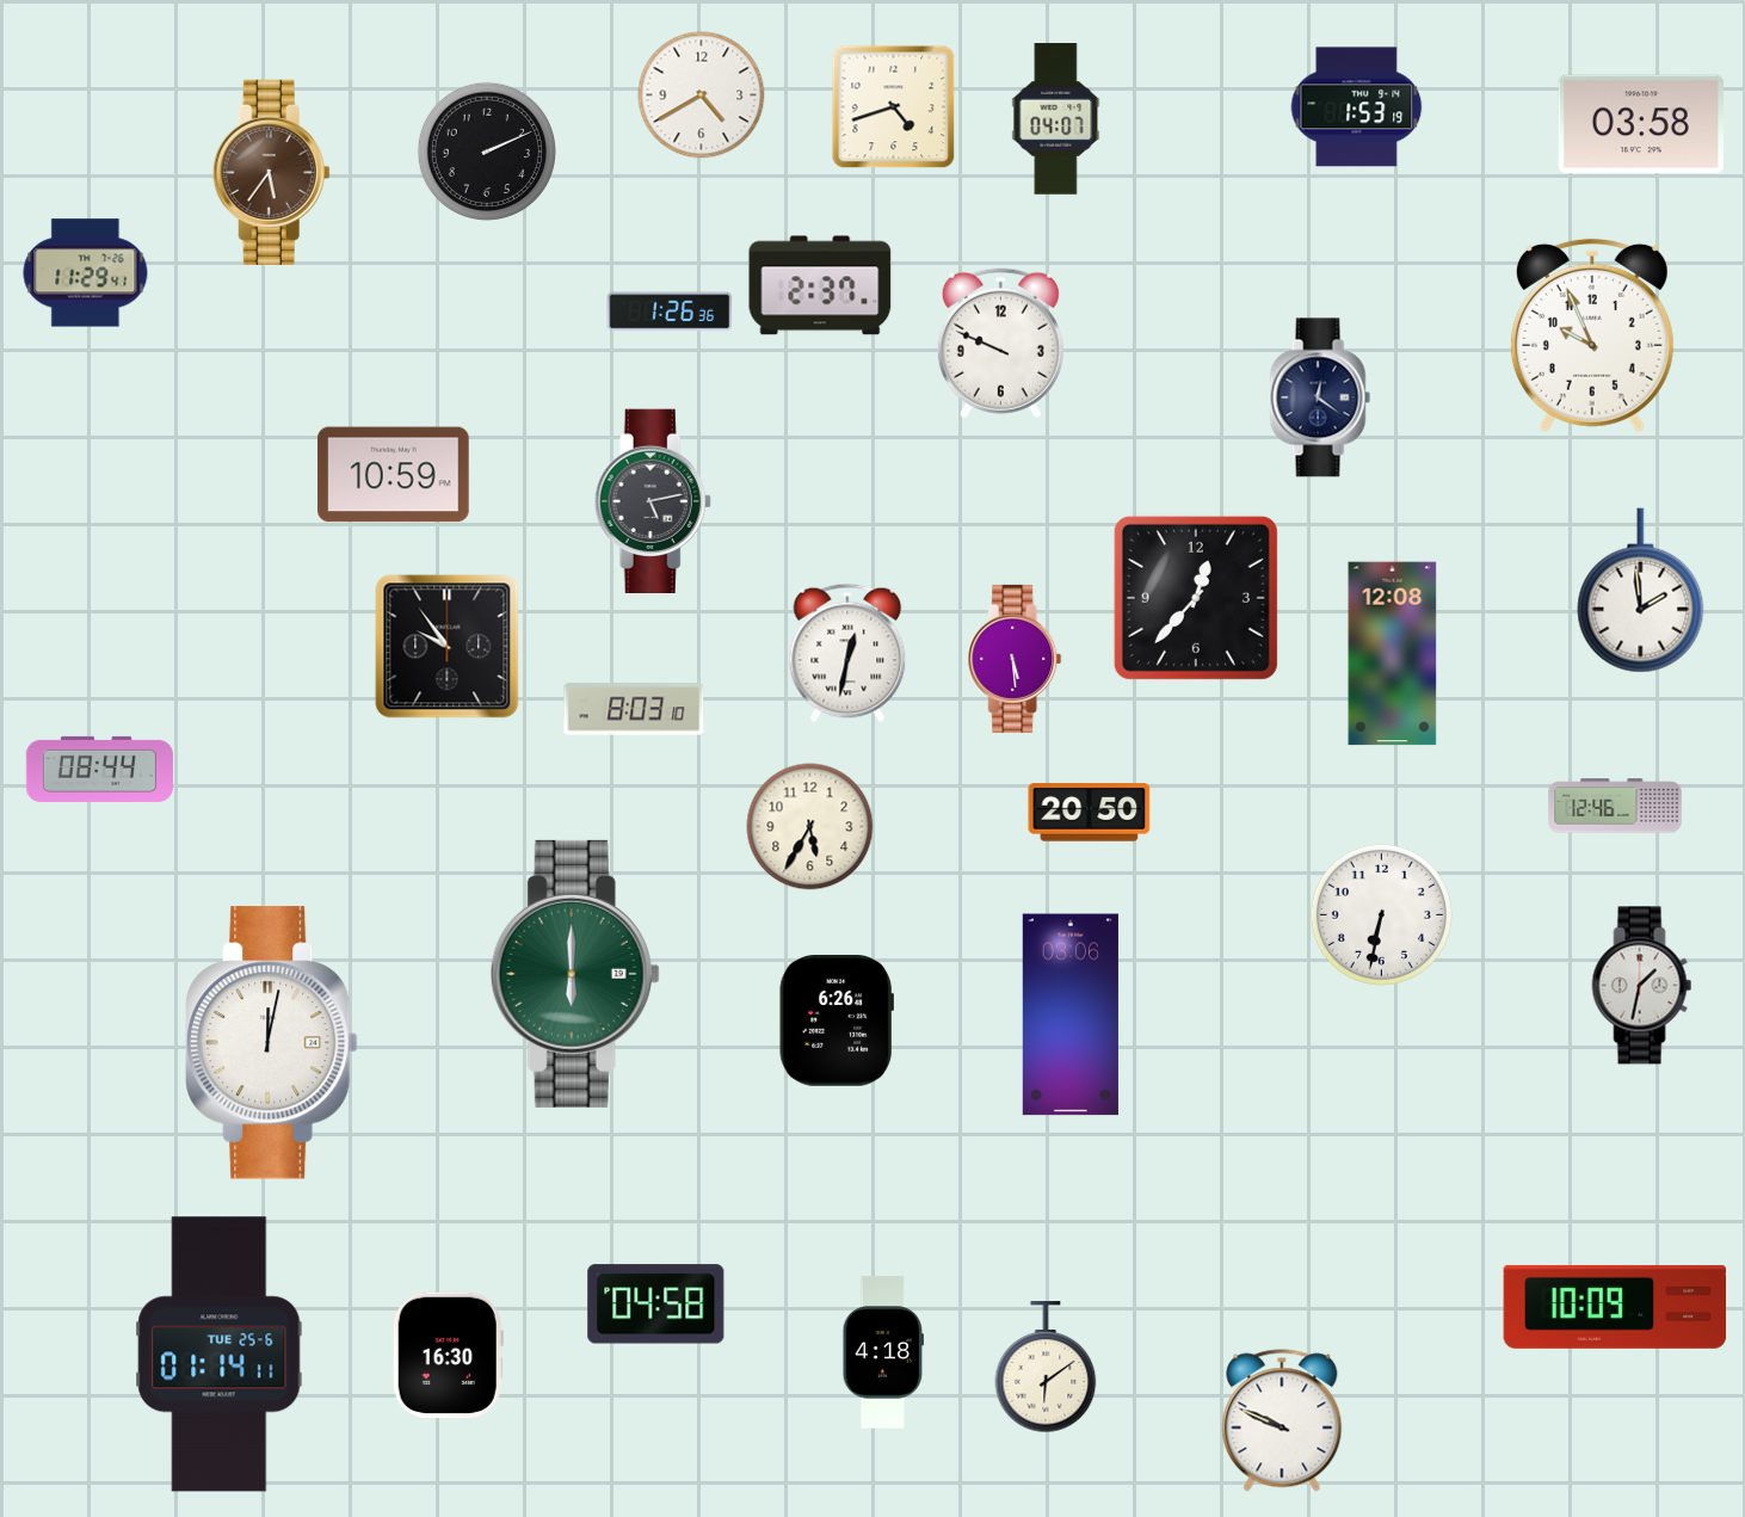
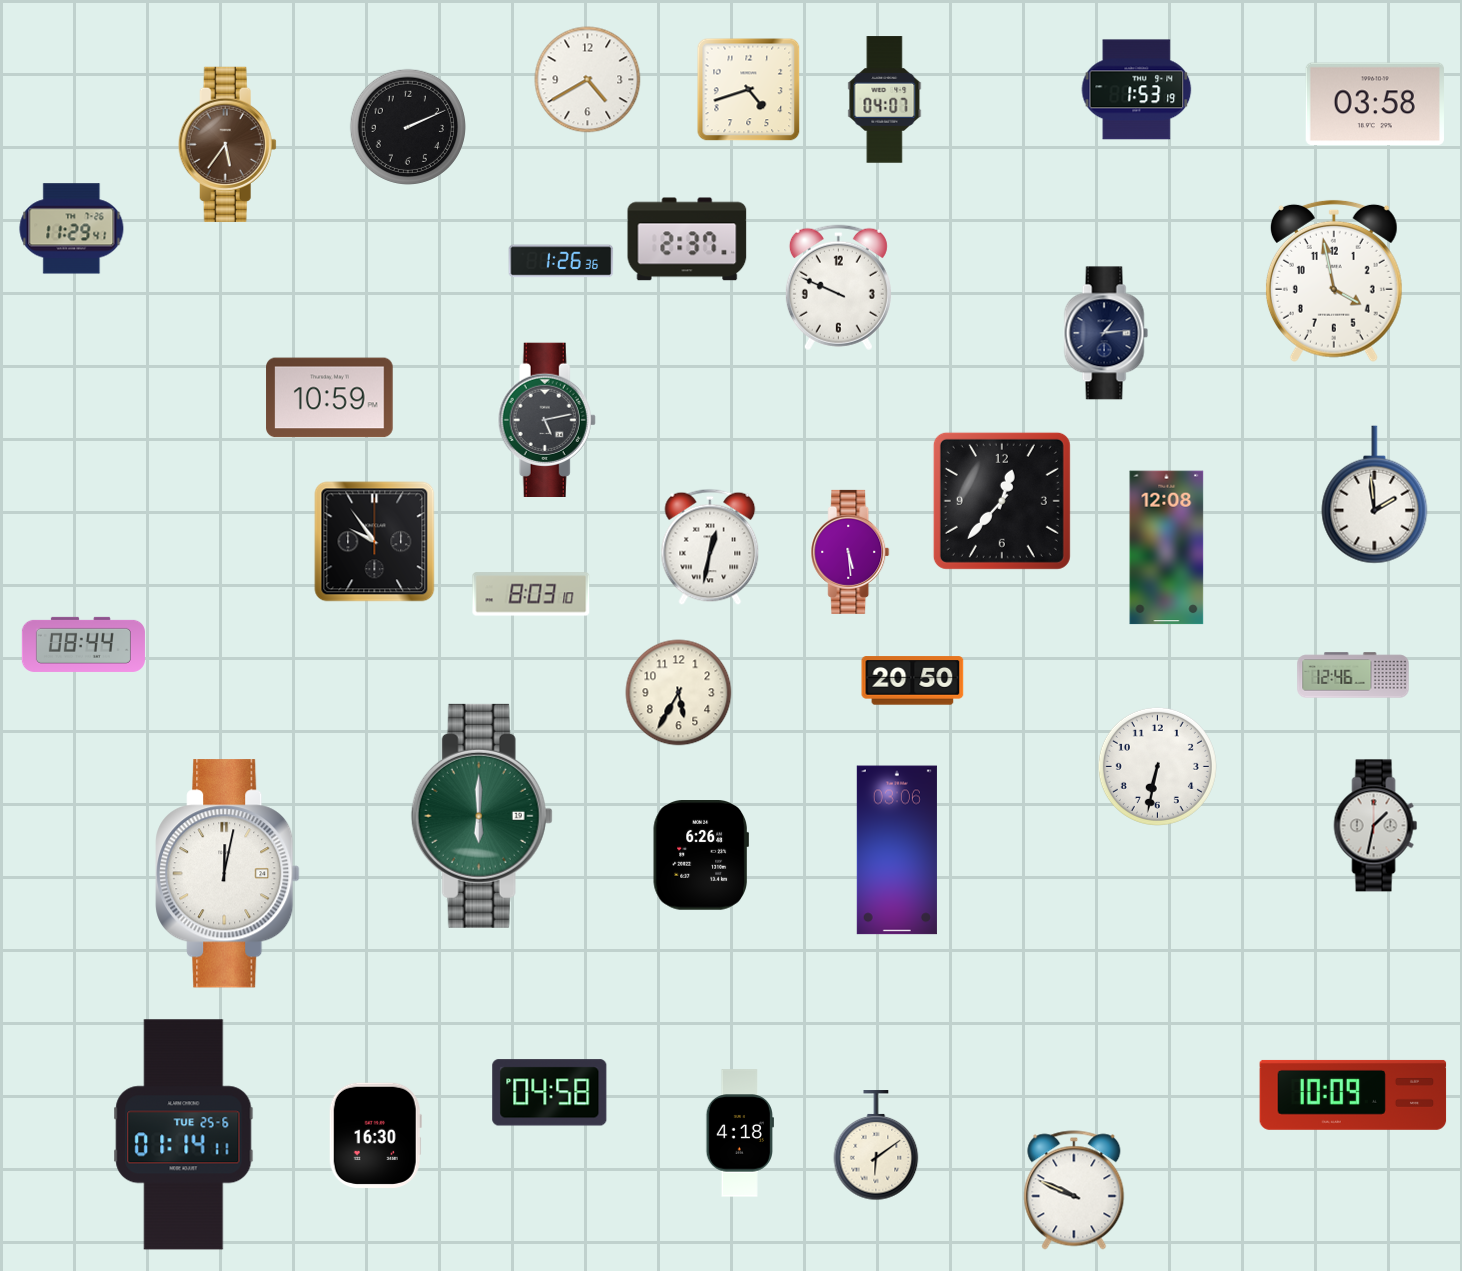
clock at (1592, 335): 9:56 -> 3:58
clock at (1320, 397): 12:21 -> 1:14
